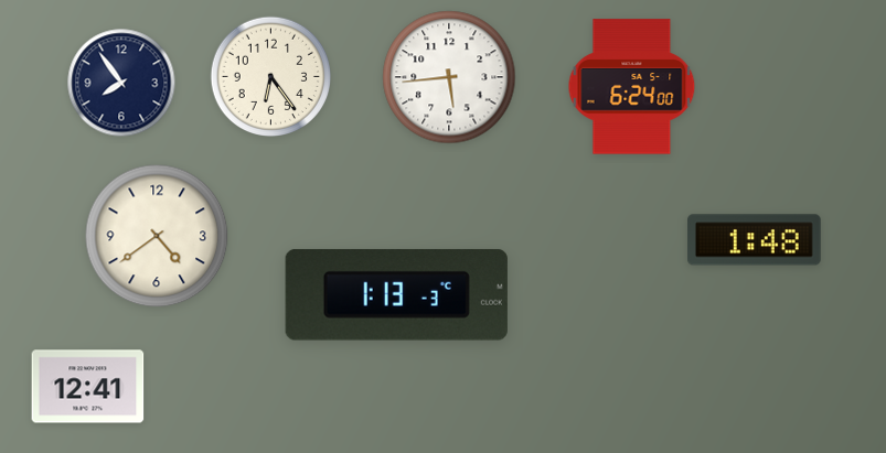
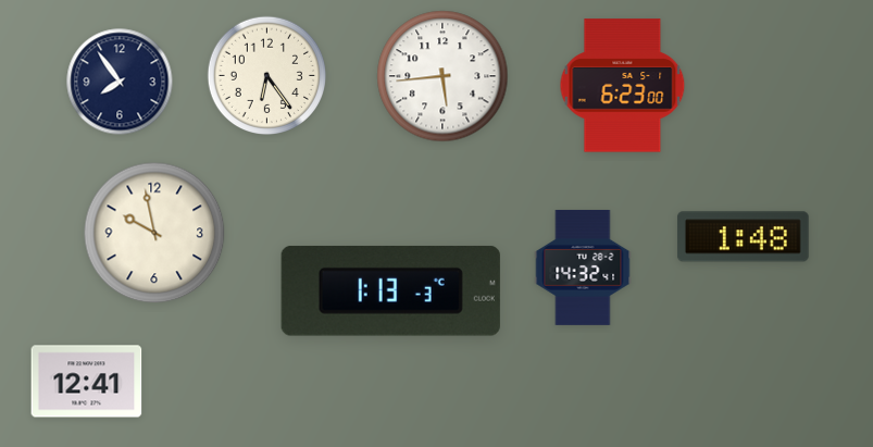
clock at (632, 87): 6:24 -> 6:23
clock at (157, 236): 4:39 -> 9:58
clock at (583, 268): none -> 14:32
